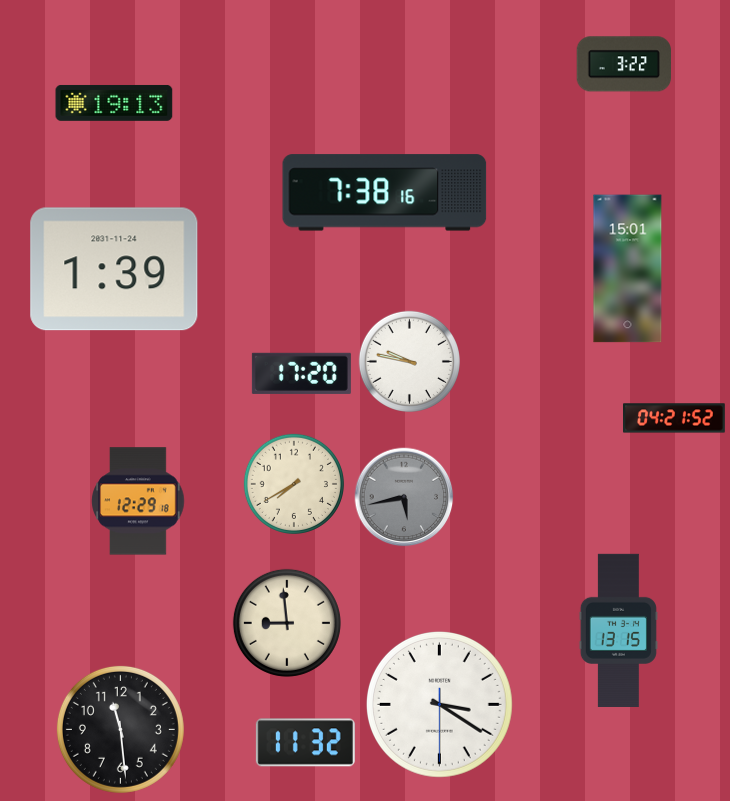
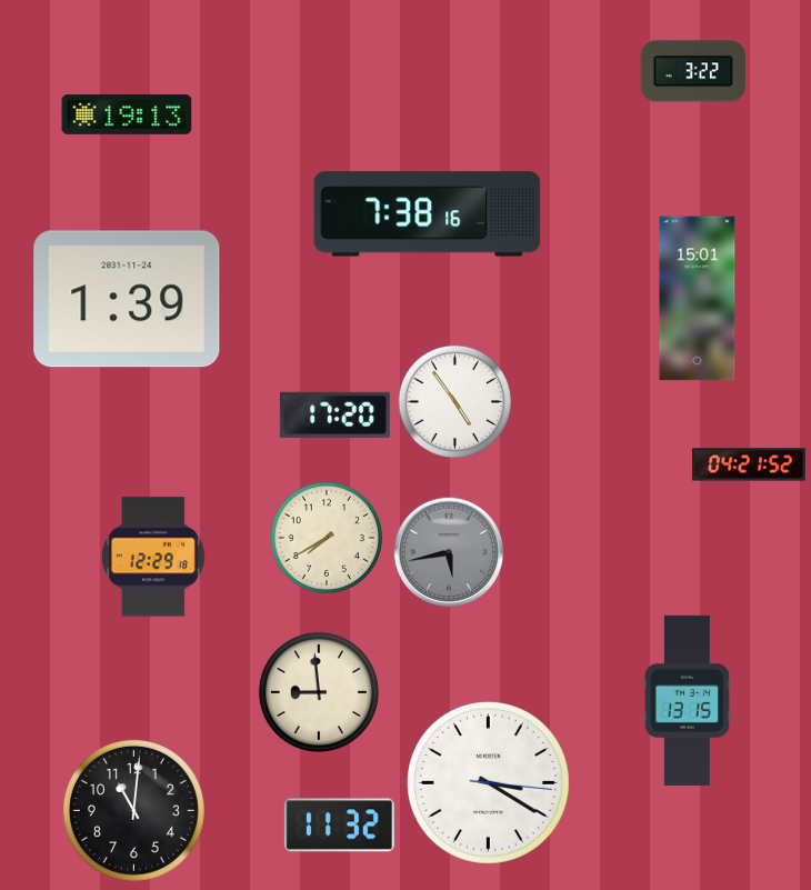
clock at (409, 361): 9:47 -> 4:54
clock at (439, 704): 3:20:30 -> 3:20:16
clock at (120, 729): 11:29 -> 11:01
